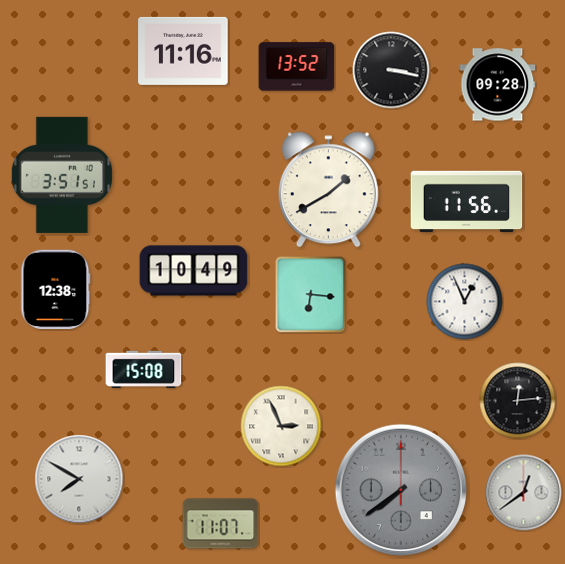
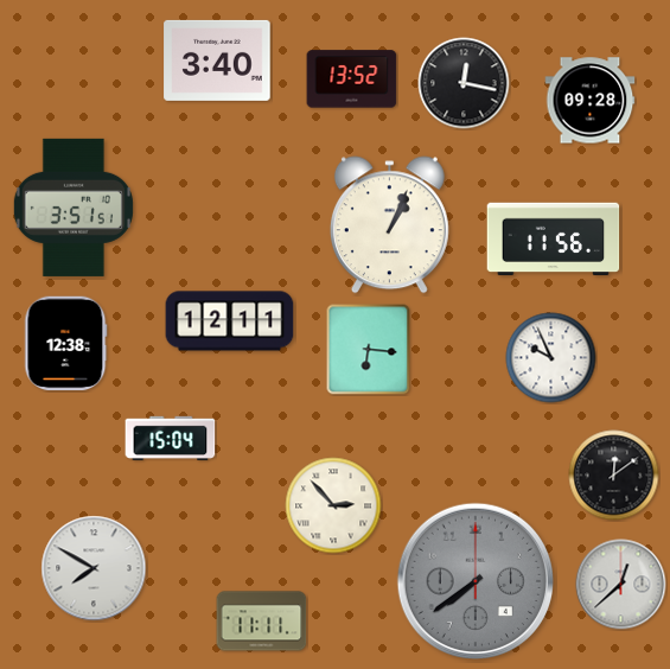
clock at (183, 51): 11:16 -> 3:40
clock at (391, 70): 3:17 -> 12:17
clock at (328, 190): 1:40 -> 1:04
clock at (194, 271): 10:49 -> 12:11
clock at (465, 302): 12:56 -> 9:56
clock at (144, 369): 15:08 -> 15:04
clock at (518, 401): 12:14 -> 12:09
clock at (281, 426): 2:56 -> 2:53
clock at (524, 493): 12:39 -> 12:38
clock at (221, 524): 11:07 -> 11:11
